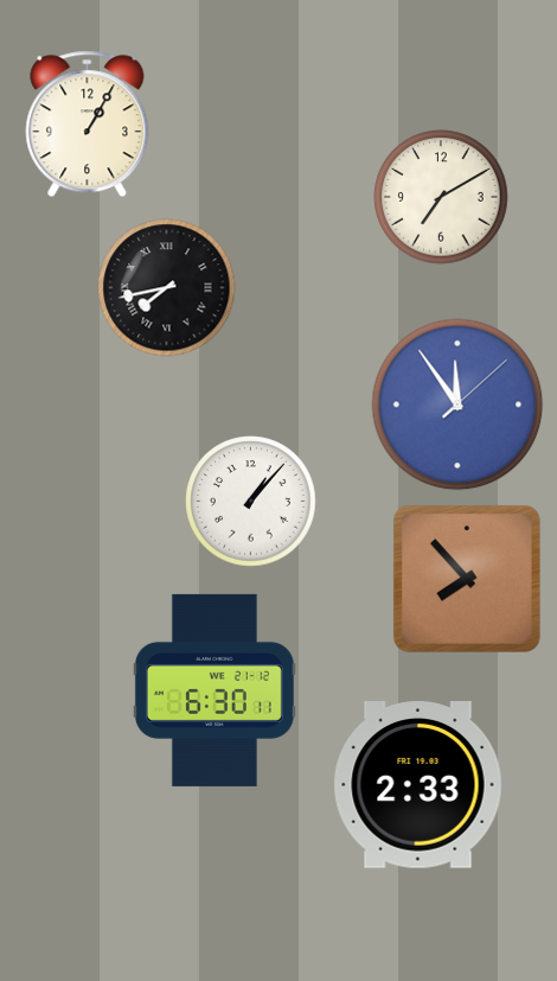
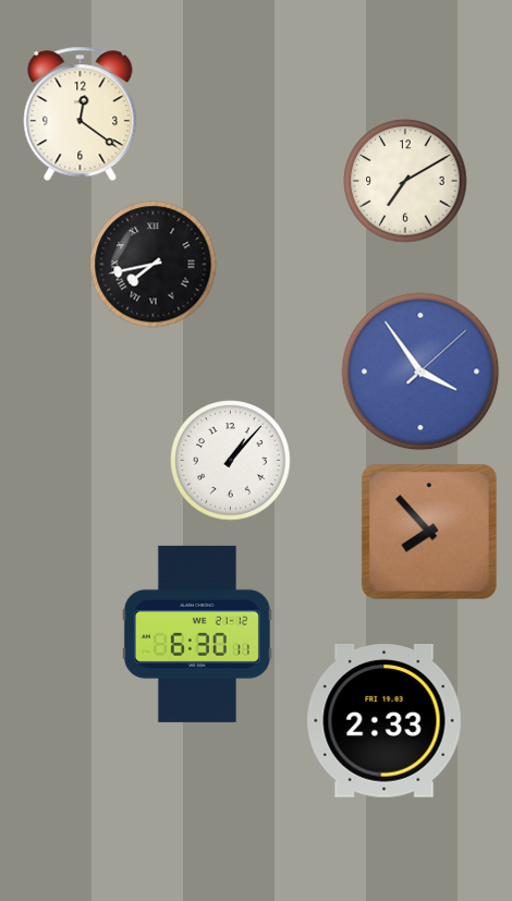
clock at (88, 125): 1:05 -> 12:21
clock at (457, 404): 11:54 -> 3:54
